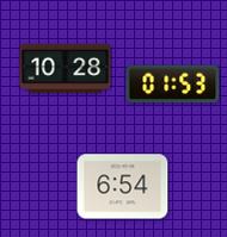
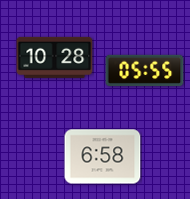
clock at (173, 85): 01:53 -> 05:55
clock at (123, 187): 6:54 -> 6:58
